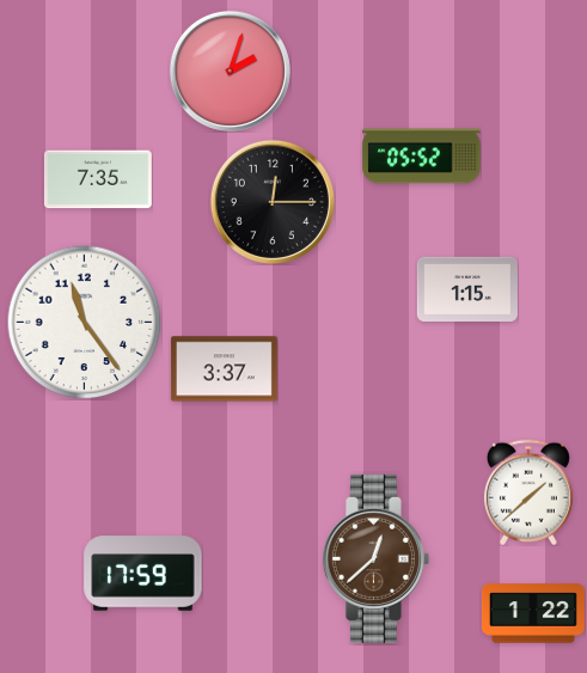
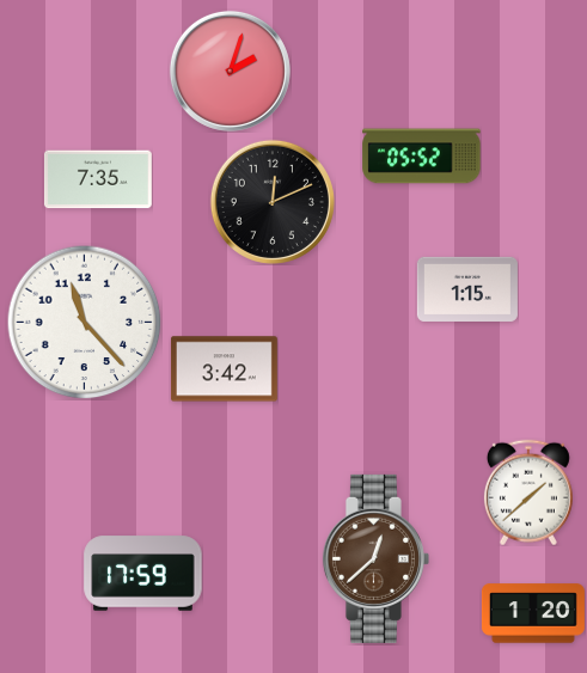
clock at (273, 202): 12:15 -> 12:11
clock at (84, 322): 11:24 -> 11:23
clock at (224, 369): 3:37 -> 3:42
clock at (533, 613): 1:22 -> 1:20
